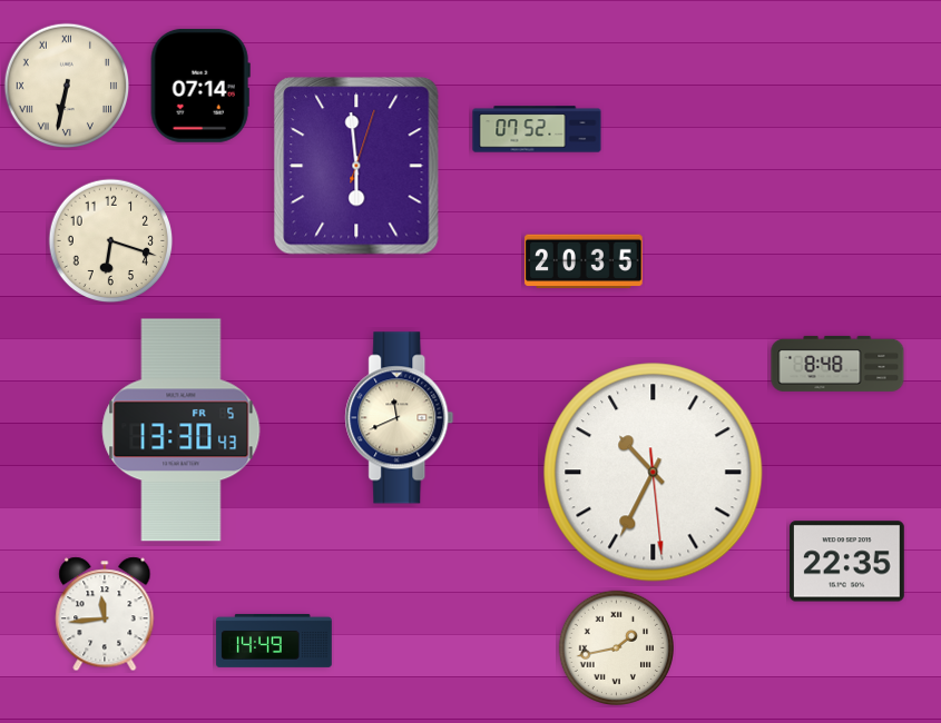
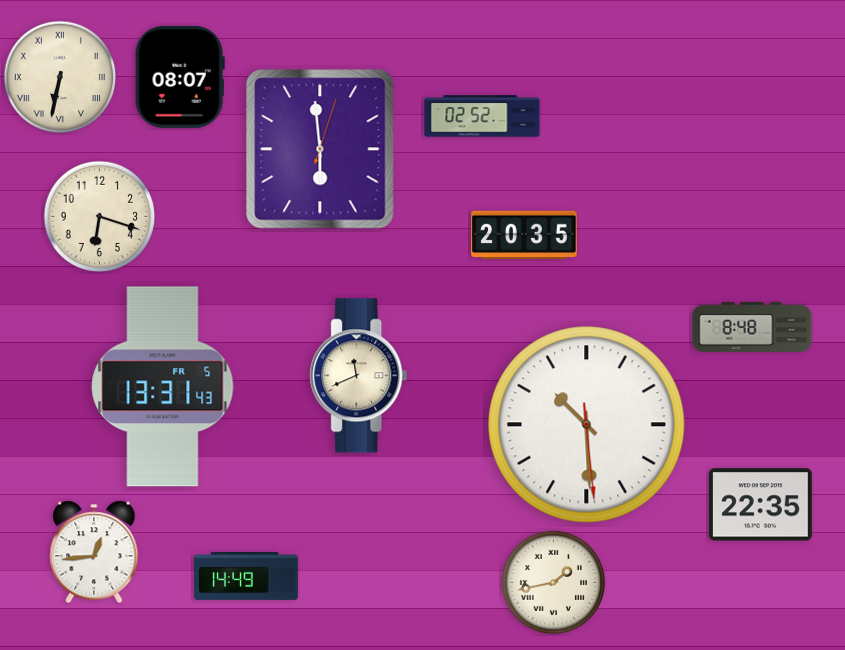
clock at (200, 86): 07:14 -> 08:07
clock at (537, 129): 07:52 -> 02:52
clock at (182, 430): 13:30 -> 13:31
clock at (654, 473): 10:34 -> 10:29
clock at (105, 614): 11:44 -> 12:44
